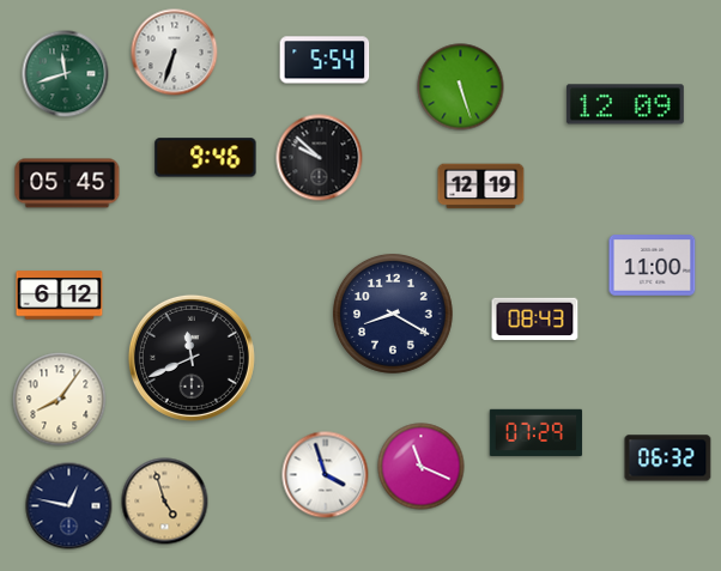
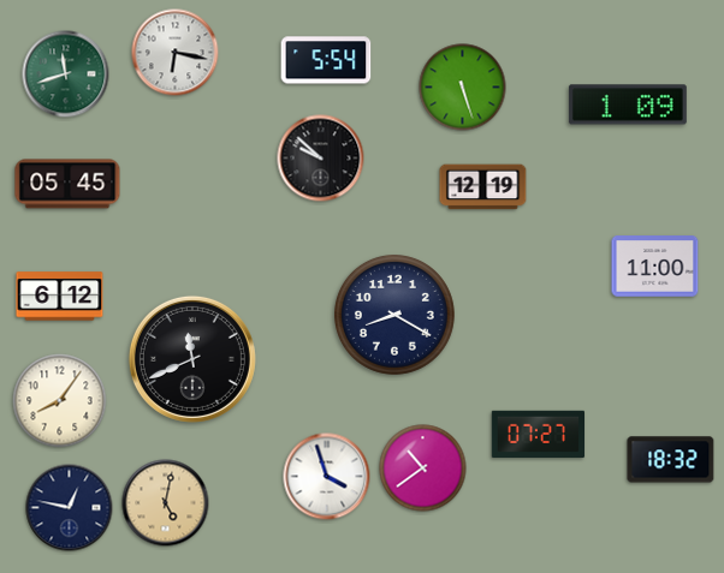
clock at (175, 53): 6:33 -> 6:17
clock at (625, 104): 12:09 -> 1:09
clock at (206, 158): 9:46 -> none
clock at (535, 320): 08:43 -> none
clock at (537, 433): 07:29 -> 07:27
clock at (668, 458): 06:32 -> 18:32
clock at (422, 467): 11:19 -> 10:39
clock at (165, 502): 4:57 -> 5:02
